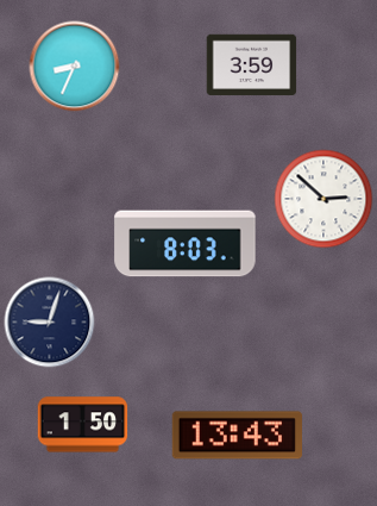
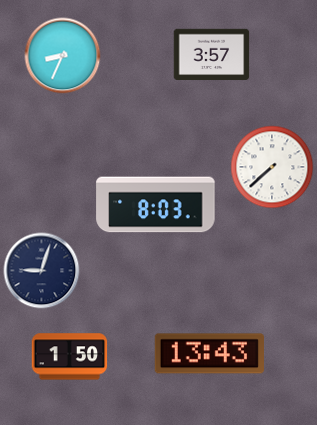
clock at (252, 65): 3:59 -> 3:57
clock at (323, 199): 2:52 -> 7:38
clock at (237, 436) position: (237, 436) -> (209, 354)
